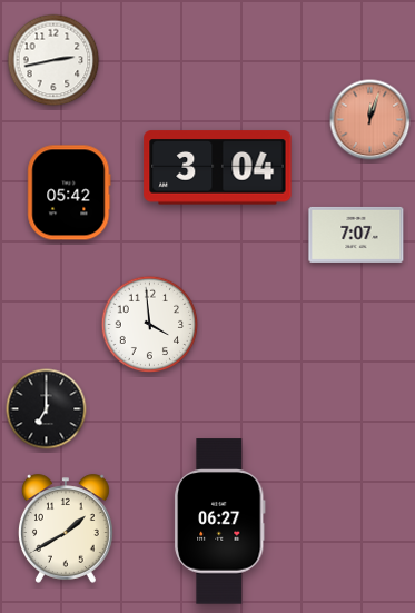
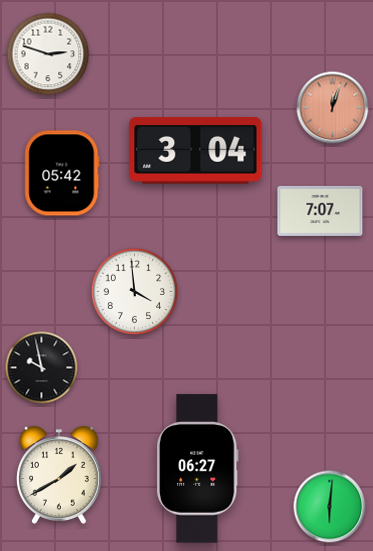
clock at (53, 60): 2:43 -> 2:48
clock at (47, 409): 7:00 -> 9:58
clock at (330, 507): none -> 6:01
